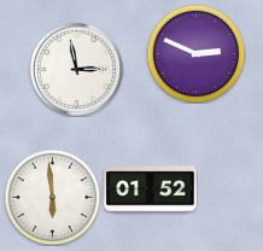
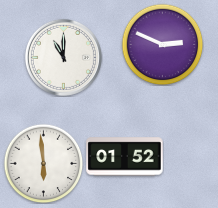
clock at (76, 69): 2:58 -> 11:00
